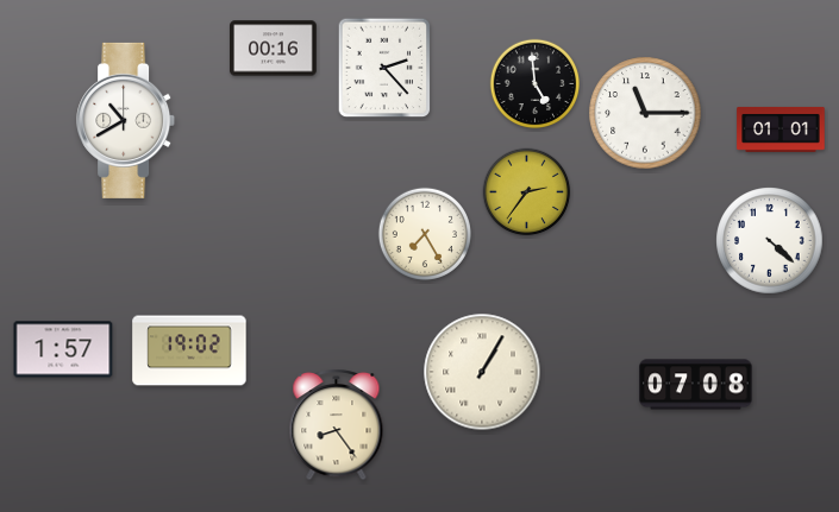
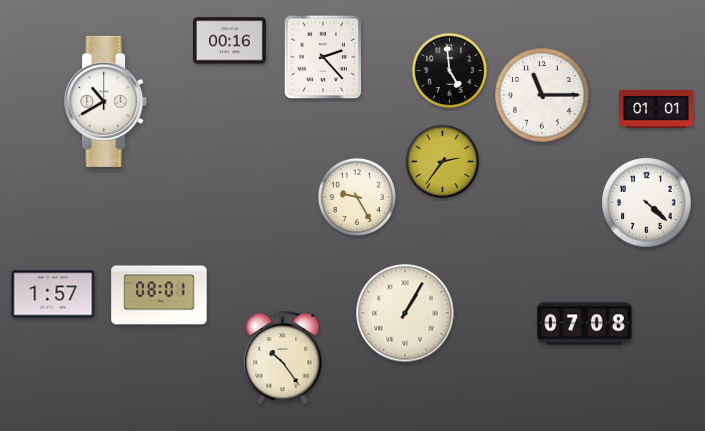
clock at (424, 233): 7:25 -> 9:25
clock at (189, 350): 19:02 -> 08:01
clock at (337, 425): 8:24 -> 10:24
